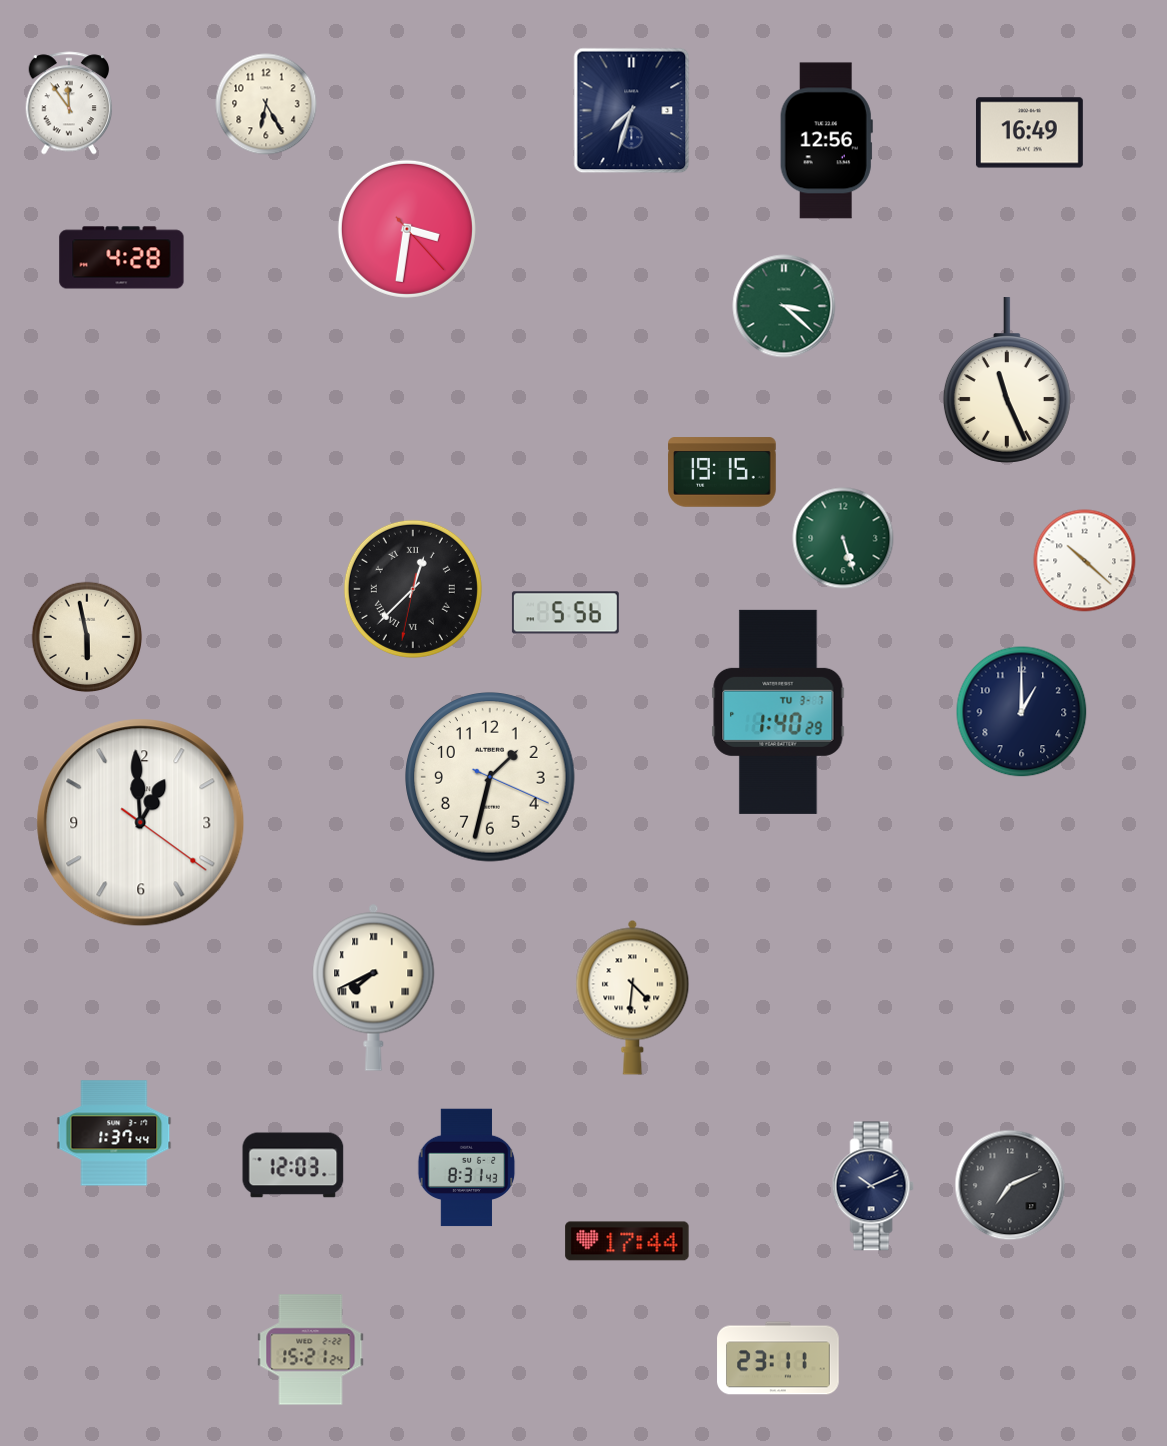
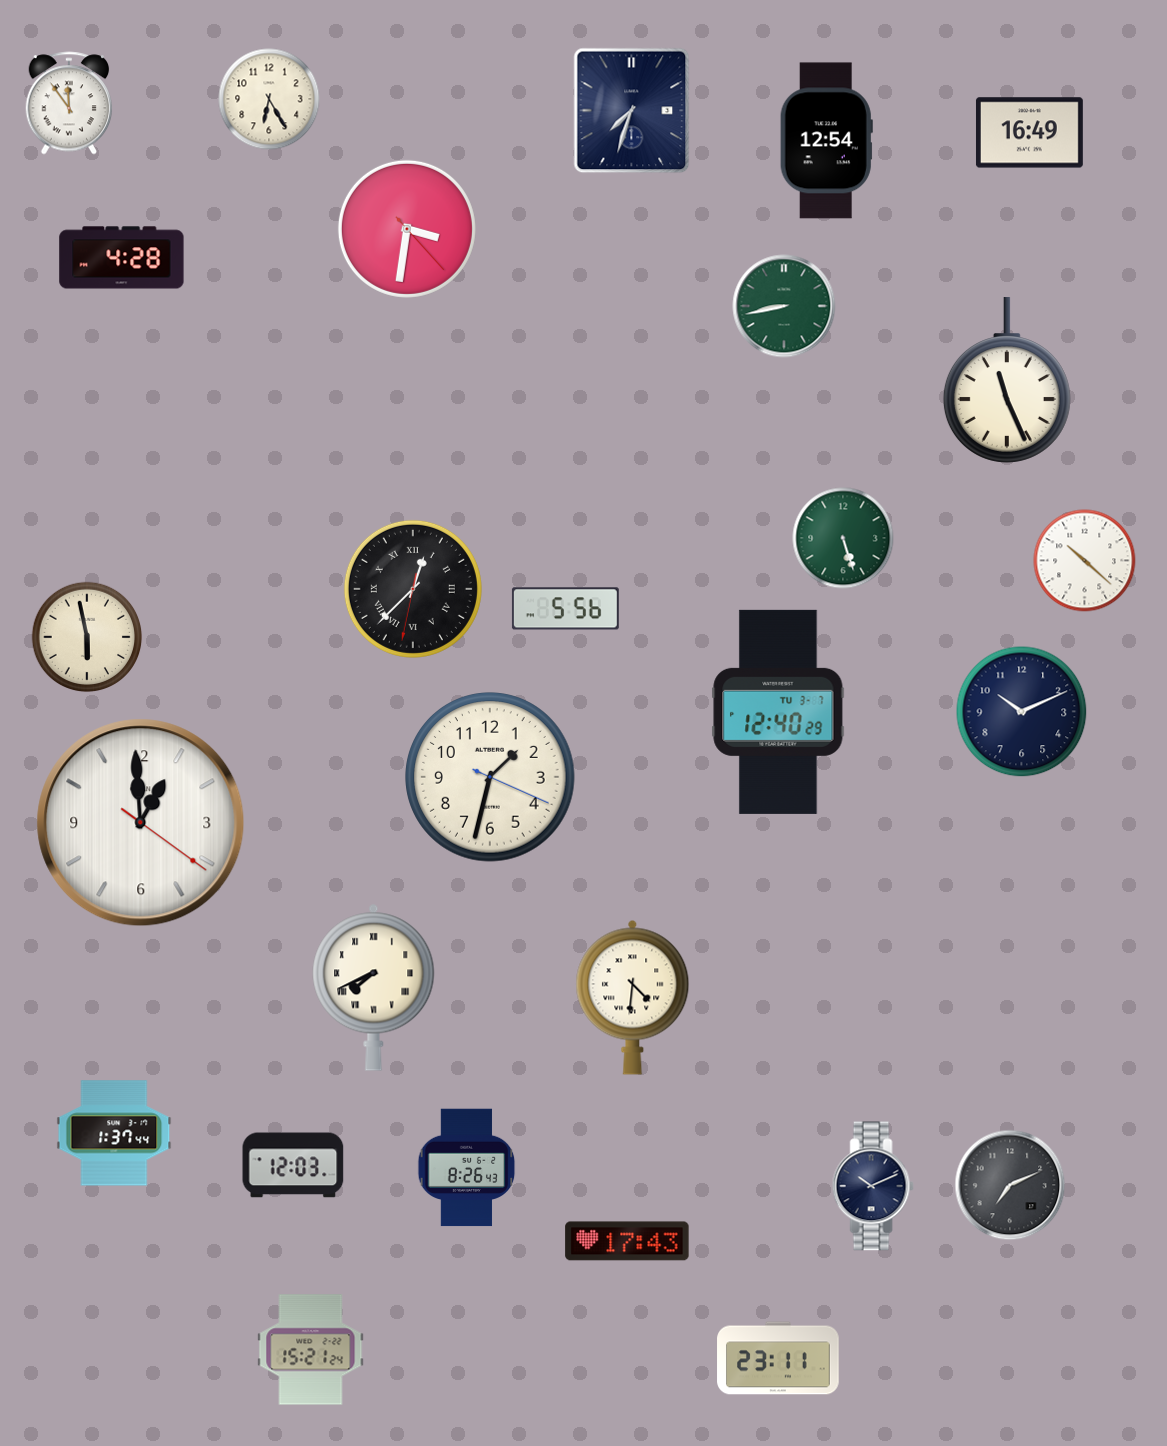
clock at (266, 104) position: (266, 104) -> (269, 99)
clock at (826, 141): 12:56 -> 12:54
clock at (784, 306): 3:22 -> 8:43
clock at (722, 472): 19:15 -> none
clock at (565, 613) position: (565, 613) -> (565, 609)
clock at (778, 712): 1:40 -> 12:40
clock at (1022, 712): 1:00 -> 10:11
clock at (467, 1168): 8:31 -> 8:26
clock at (627, 1241): 17:44 -> 17:43
